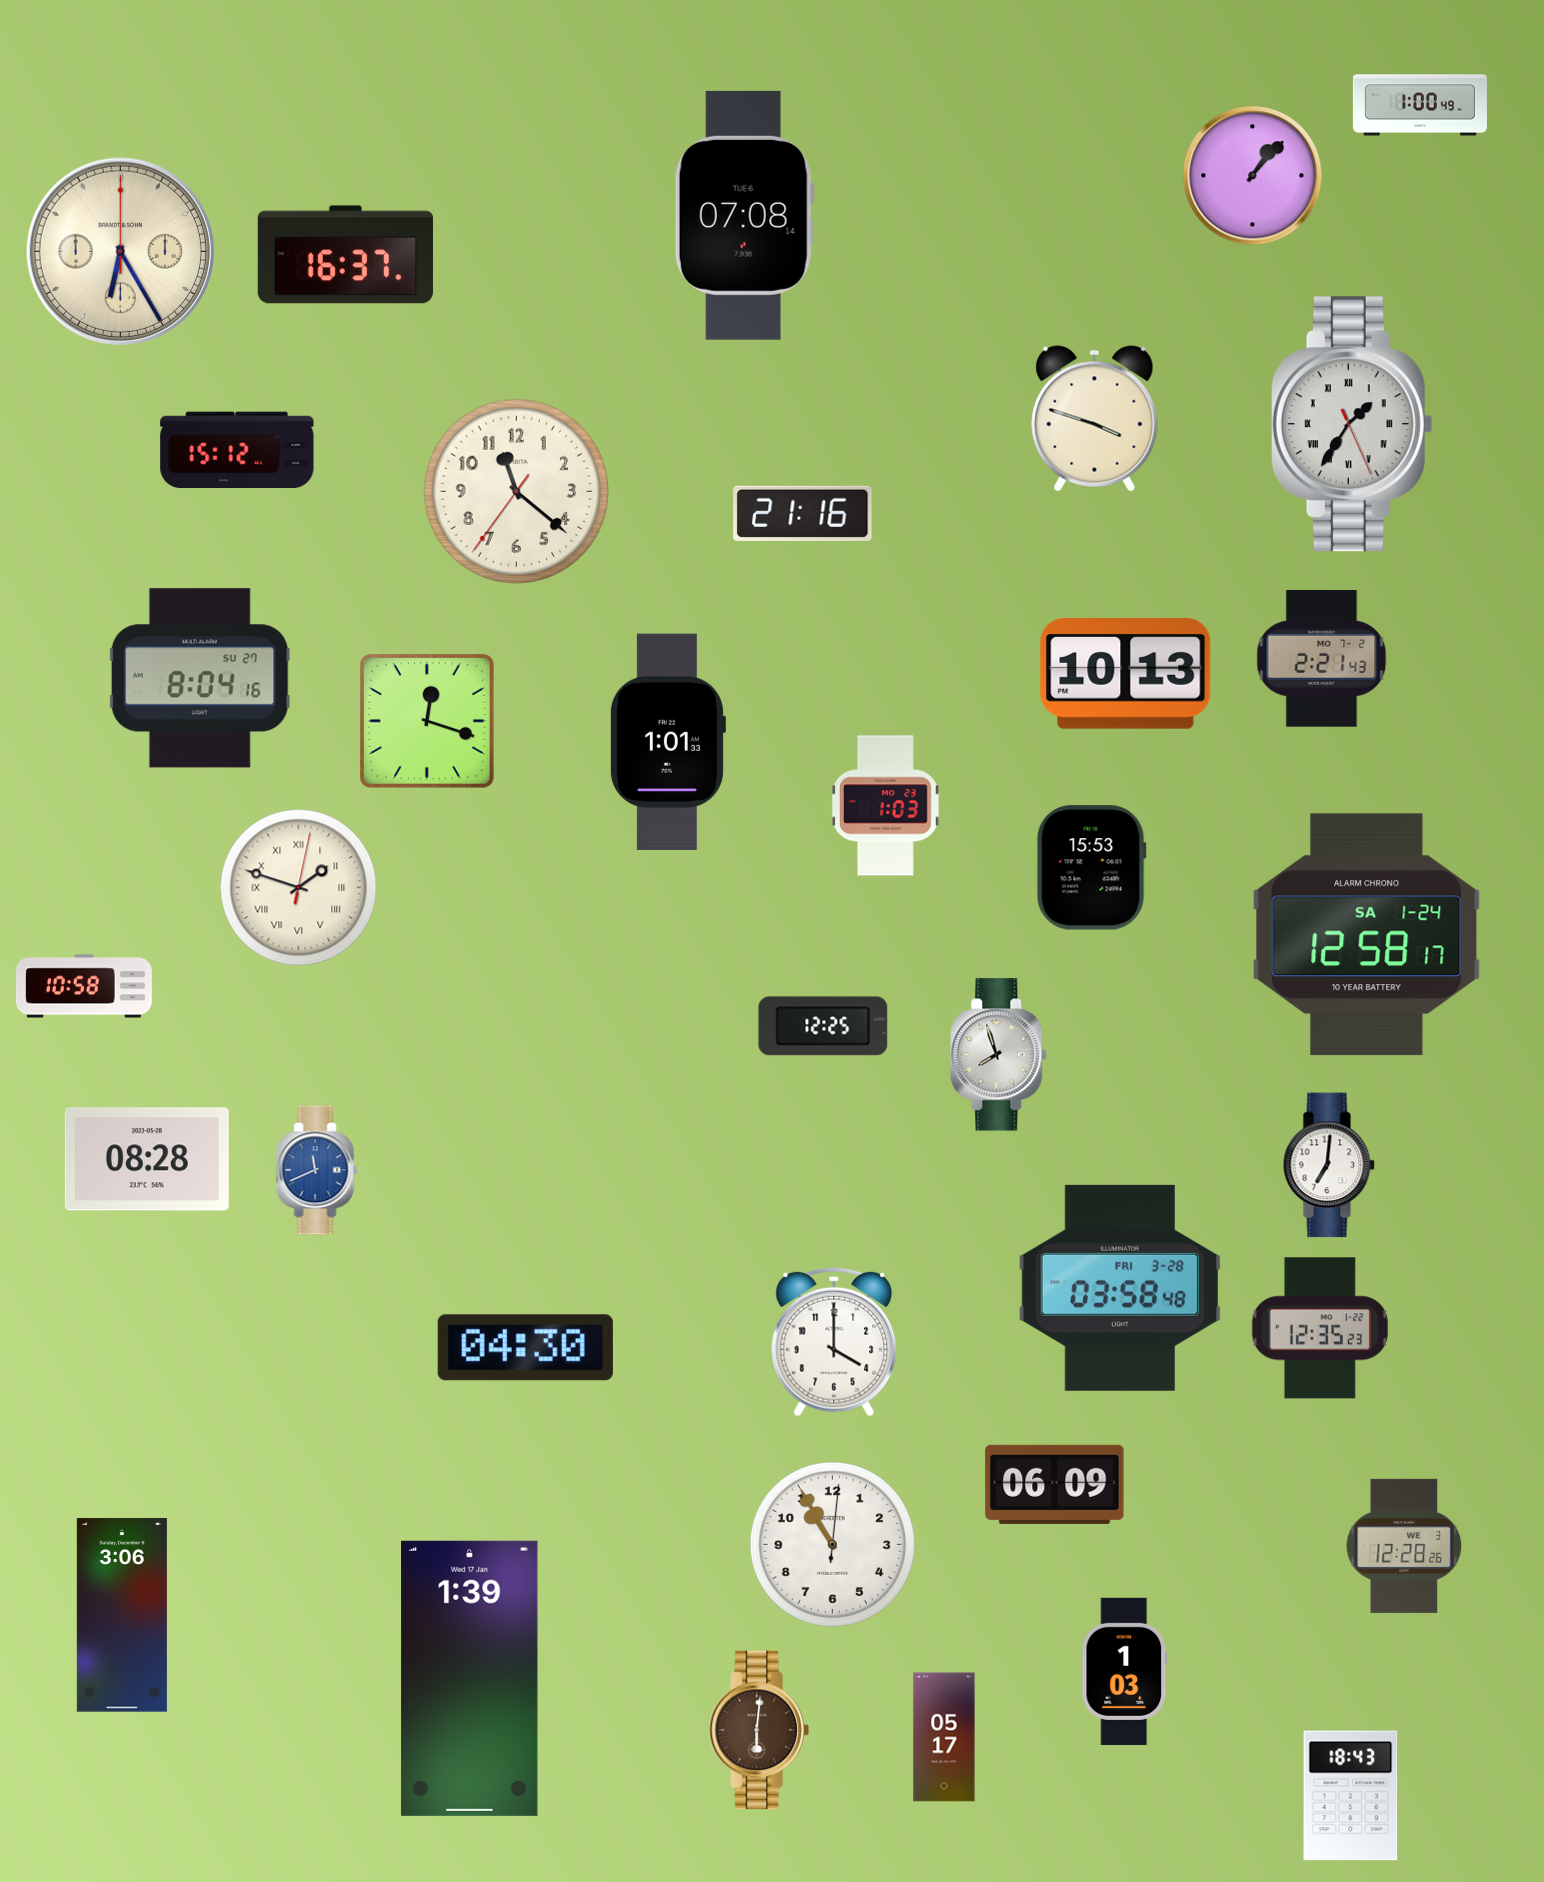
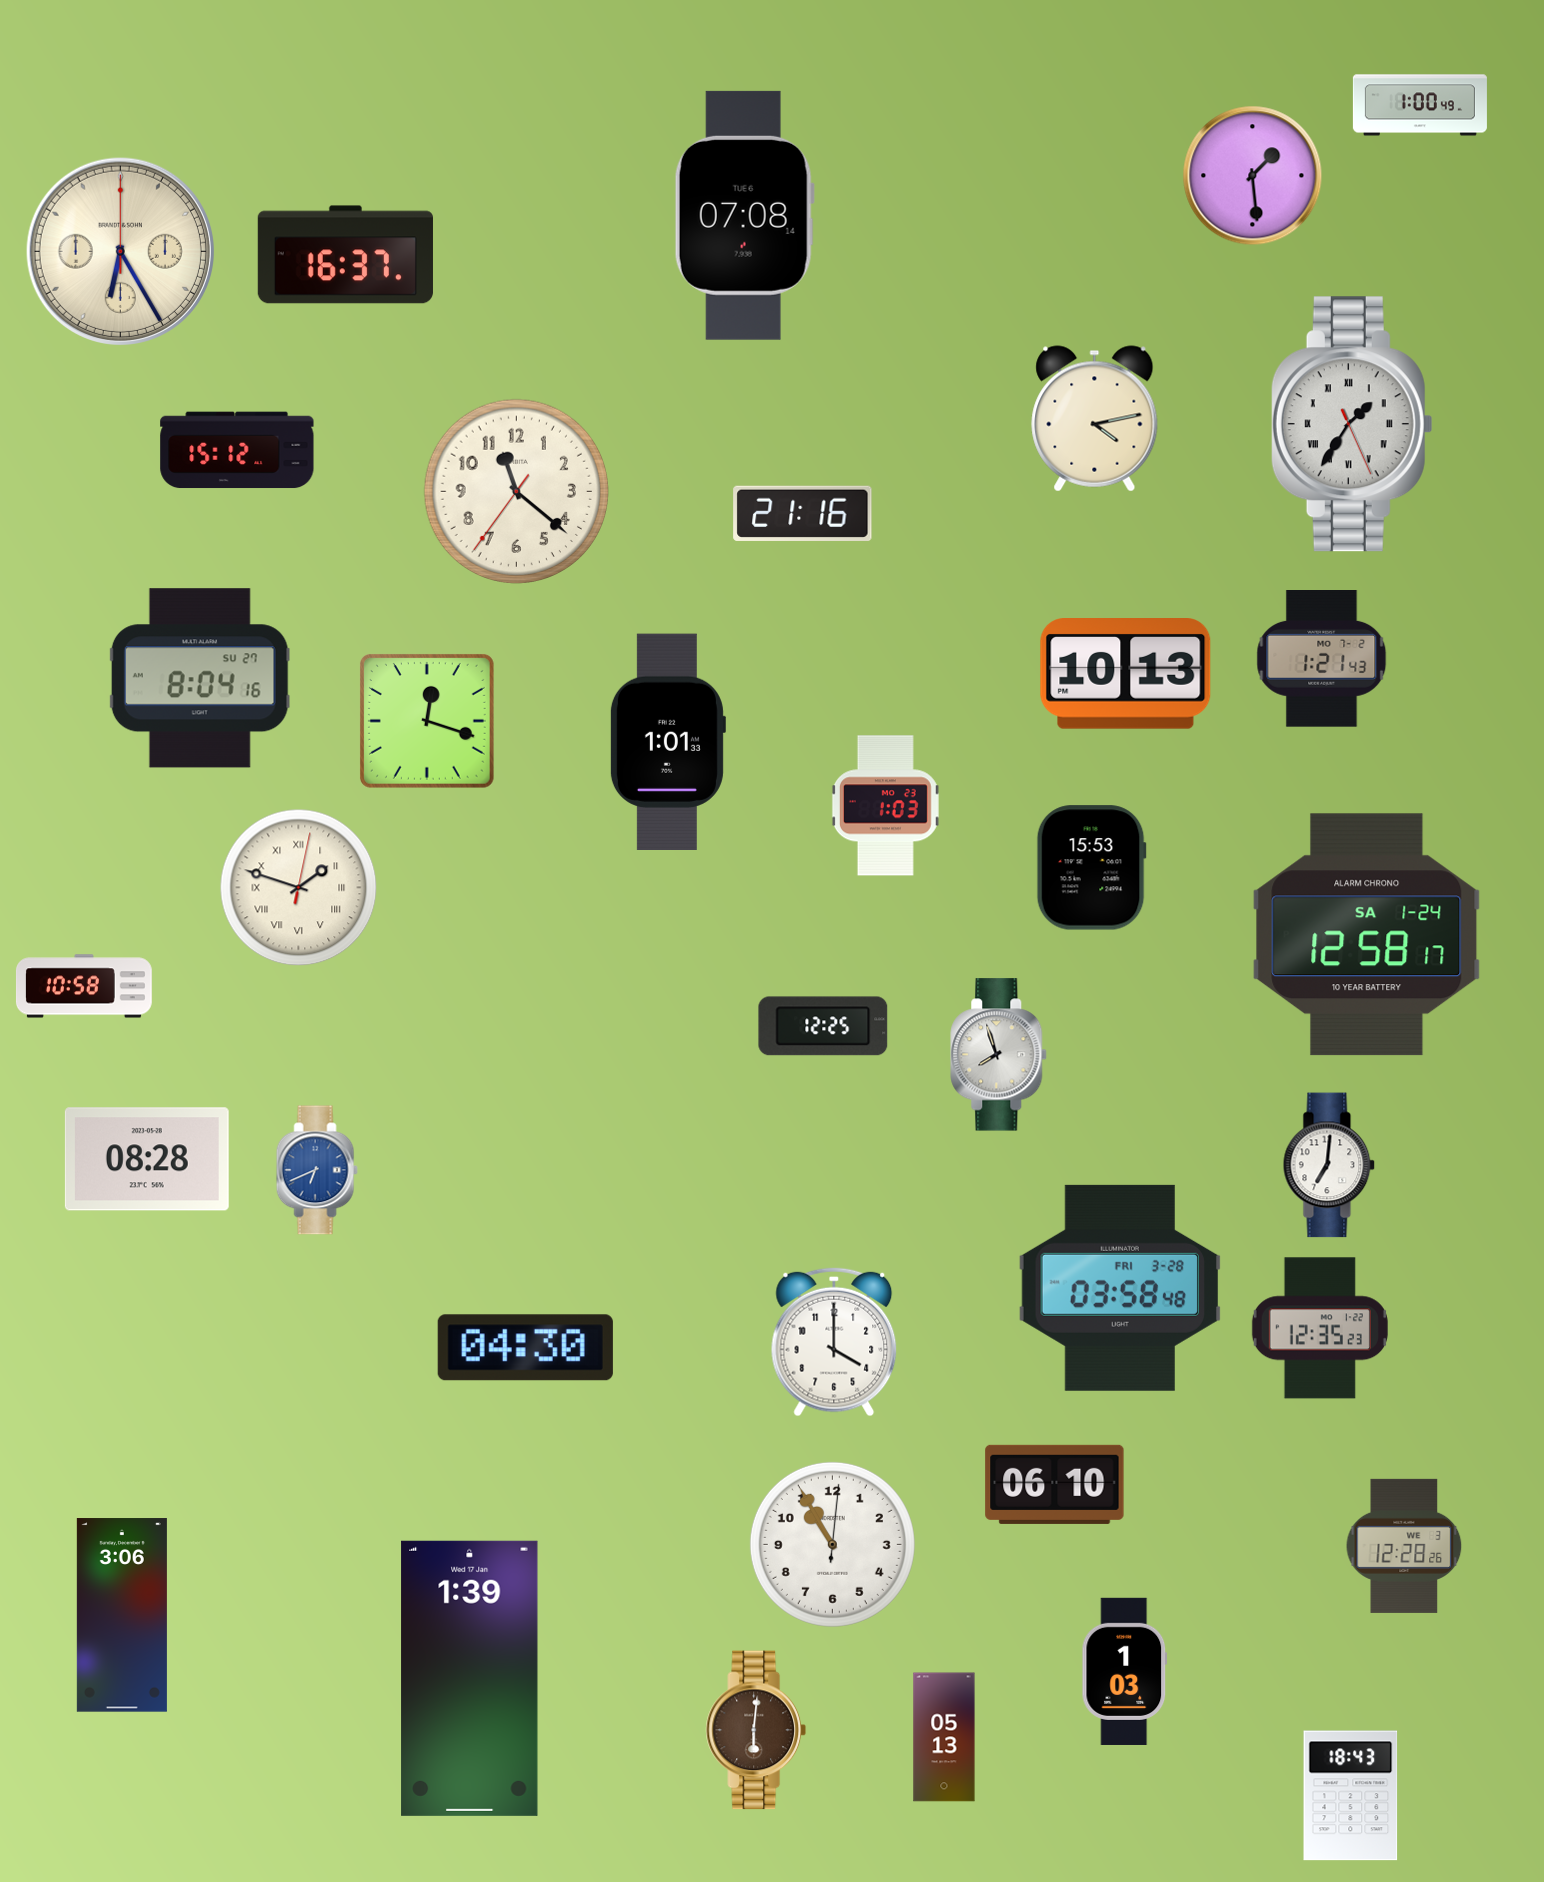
clock at (1253, 176): 1:07 -> 1:29
clock at (1095, 419): 3:48 -> 4:13
clock at (1322, 659): 2:21 -> 1:21
clock at (317, 1170): 11:41 -> 6:41
clock at (1055, 1484): 06:09 -> 06:10
clock at (759, 1730) position: (759, 1730) -> (756, 1730)
clock at (944, 1737): 05:17 -> 05:13
